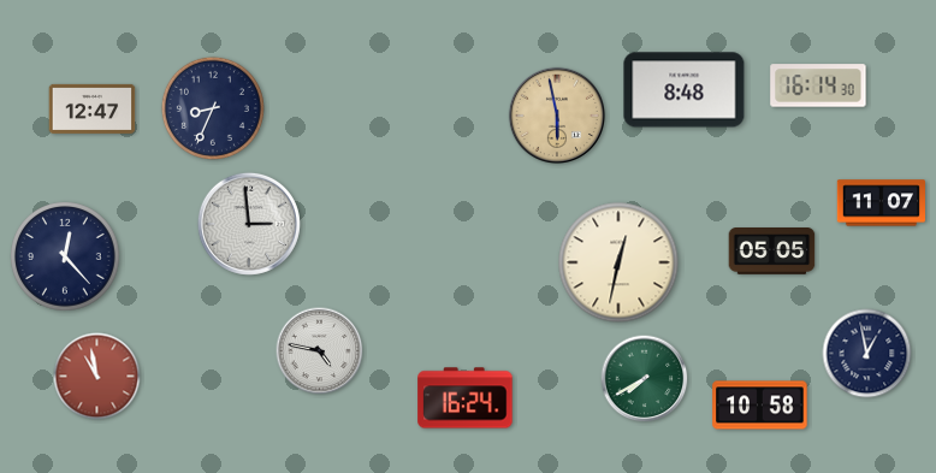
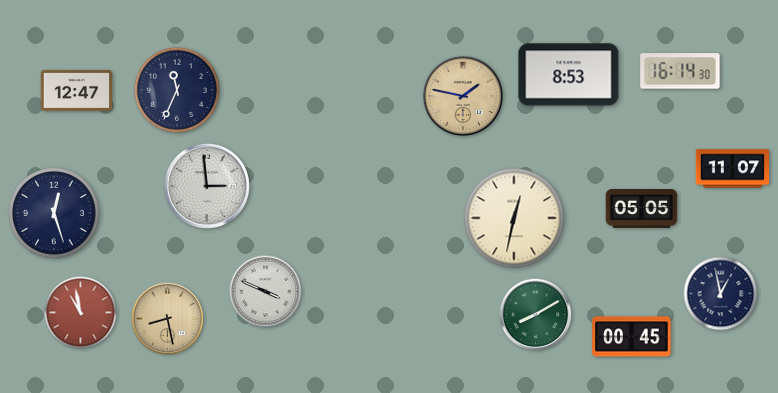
clock at (685, 90): 8:48 -> 8:53
clock at (213, 108): 8:34 -> 11:34
clock at (556, 114): 5:58 -> 1:47
clock at (65, 256): 12:23 -> 12:27
clock at (320, 351): 4:47 -> 3:49
clock at (645, 379): 7:40 -> 8:10
clock at (168, 319): none -> 8:28
clock at (466, 398): 16:24 -> none
clock at (760, 406): 10:58 -> 00:45
